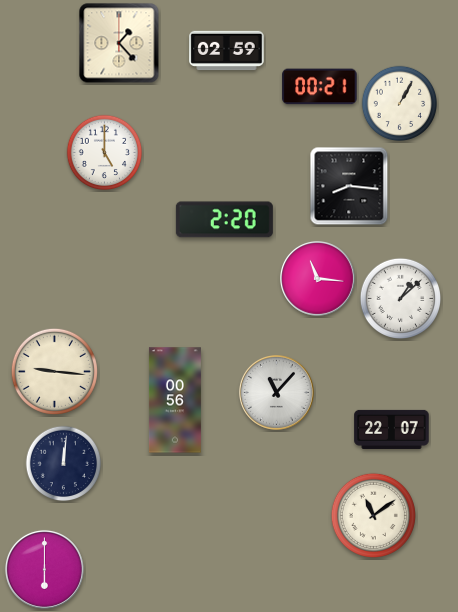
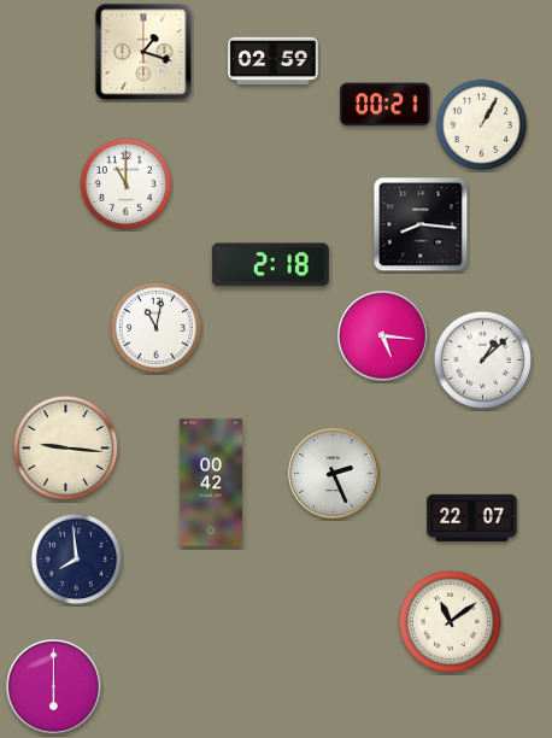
clock at (119, 43): 1:23 -> 1:18
clock at (105, 153): 5:00 -> 11:00
clock at (224, 220): 2:20 -> 2:18
clock at (157, 328): none -> 11:02
clock at (317, 278): 11:16 -> 5:16
clock at (276, 392): 11:07 -> 2:26
clock at (175, 400): 00:56 -> 00:42
clock at (64, 464): 12:01 -> 7:59
